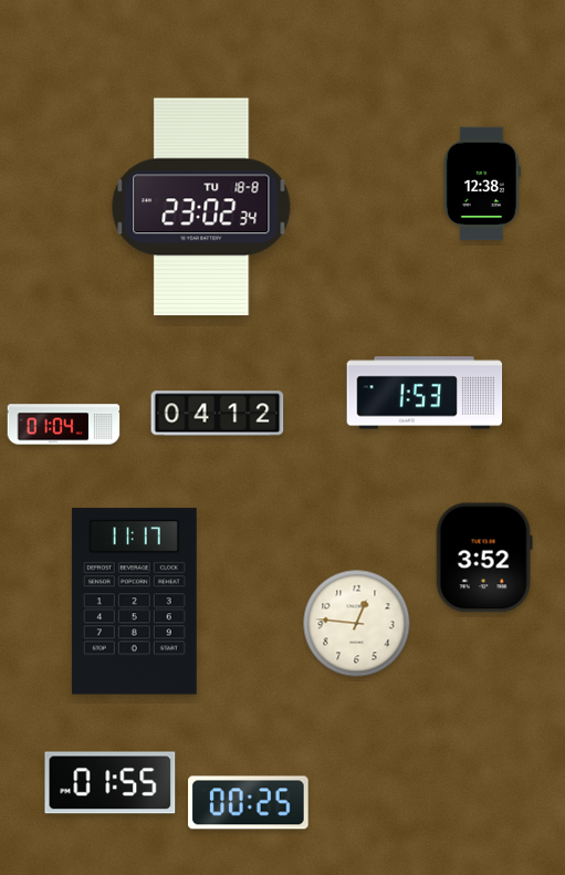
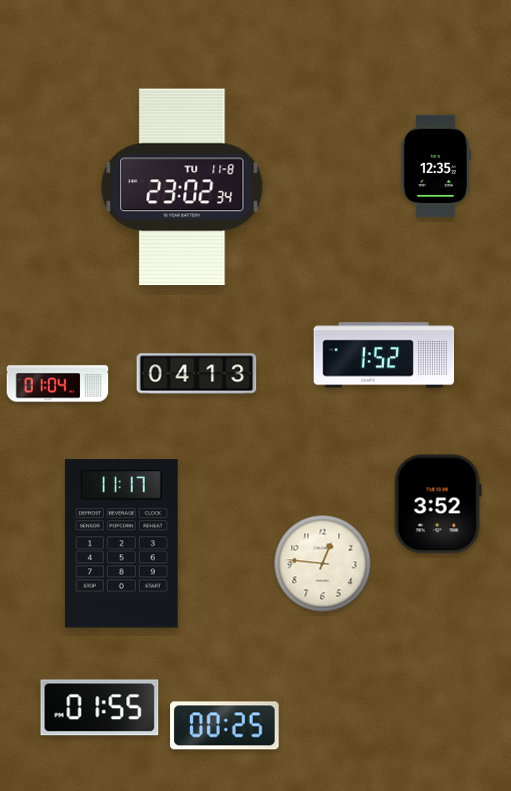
clock at (482, 184): 12:38 -> 12:35
clock at (201, 207) date: TU 18-8 -> TU 11-8
clock at (425, 393): 1:53 -> 1:52
clock at (218, 414): 04:12 -> 04:13
